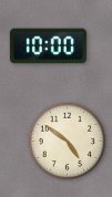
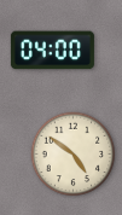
clock at (48, 46): 10:00 -> 04:00
